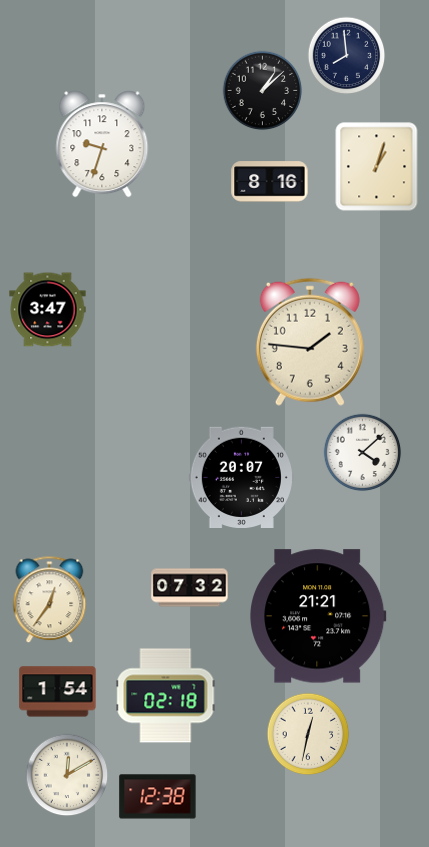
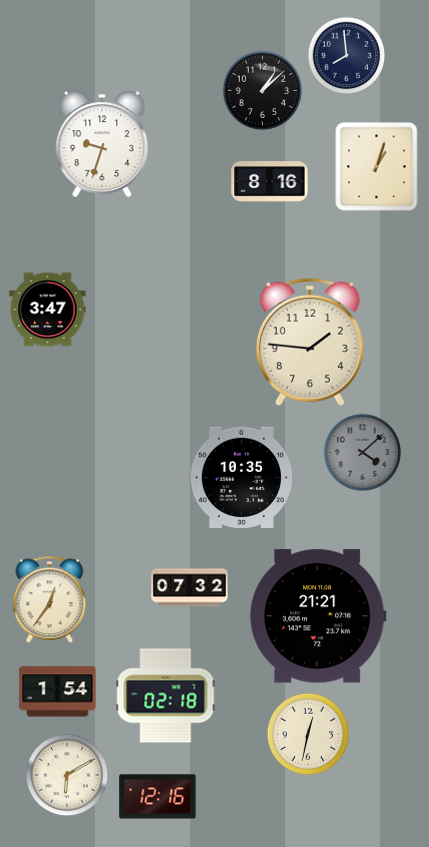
clock at (362, 452) dial: white -> grey
clock at (241, 477): 20:07 -> 10:35
clock at (67, 775): 12:10 -> 6:10
clock at (158, 797): 12:38 -> 12:16
